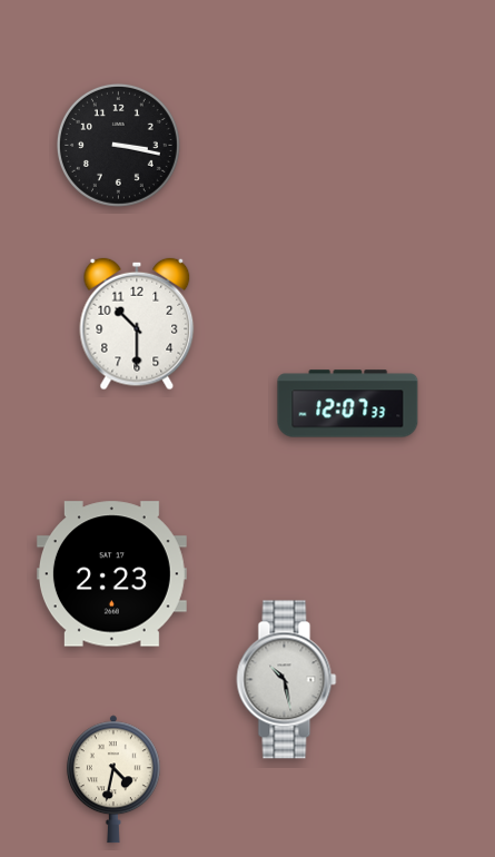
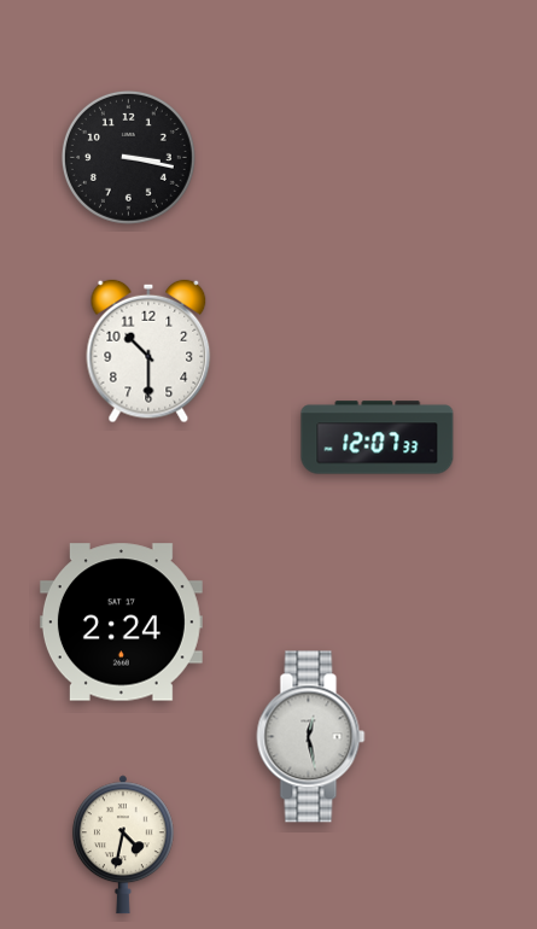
clock at (111, 574): 2:23 -> 2:24
clock at (287, 680): 10:28 -> 12:28
